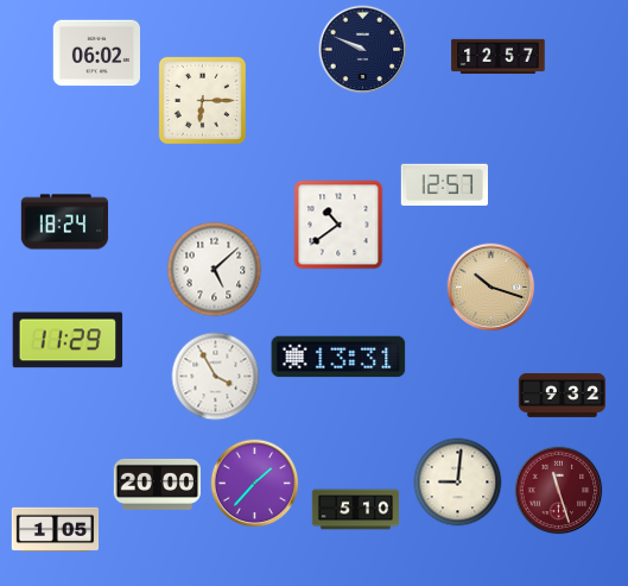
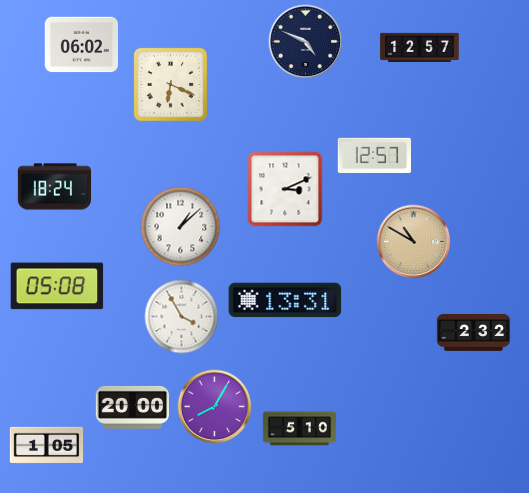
clock at (363, 50): 9:49 -> 4:49
clock at (202, 100): 6:15 -> 6:19
clock at (338, 225): 10:39 -> 3:11
clock at (215, 270): 5:08 -> 1:08
clock at (491, 288): 10:18 -> 10:50
clock at (68, 340): 11:29 -> 05:08
clock at (563, 395): 9:32 -> 2:32
clock at (458, 483): 9:01 -> none
clock at (255, 484): 1:37 -> 8:05
clock at (559, 491): 11:27 -> none
